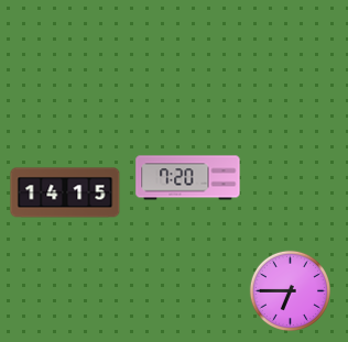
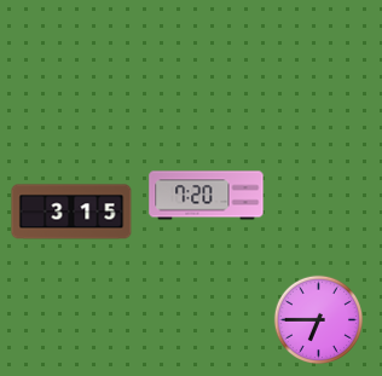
clock at (65, 192): 14:15 -> 3:15
